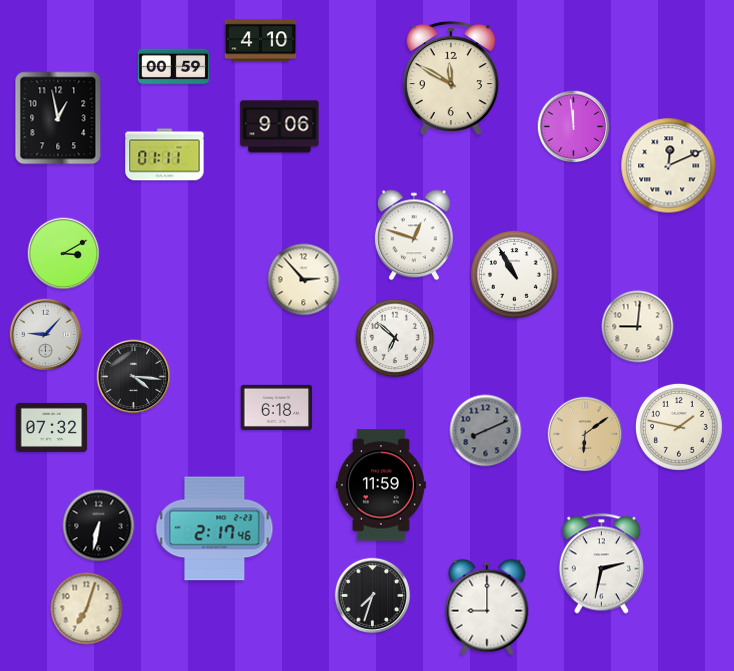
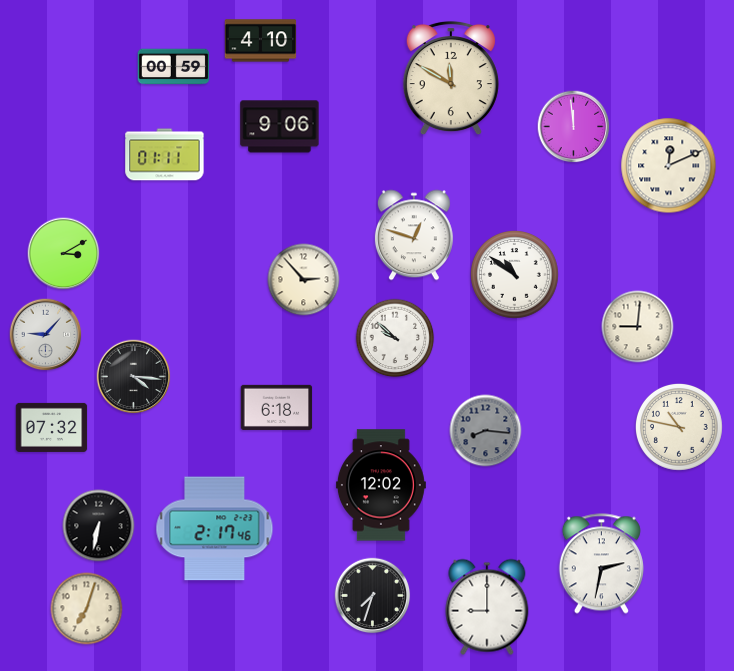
clock at (58, 118): 12:58 -> none
clock at (515, 275): 10:55 -> 10:51
clock at (395, 338): 6:52 -> 9:52
clock at (680, 428): 1:47 -> 10:47
clock at (486, 431): 8:11 -> 8:16
clock at (585, 434): 6:09 -> none
clock at (381, 485): 11:59 -> 12:02
